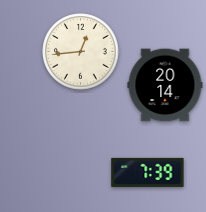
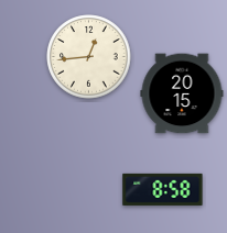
clock at (165, 85): 20:14 -> 20:15
clock at (148, 172): 7:39 -> 8:58
